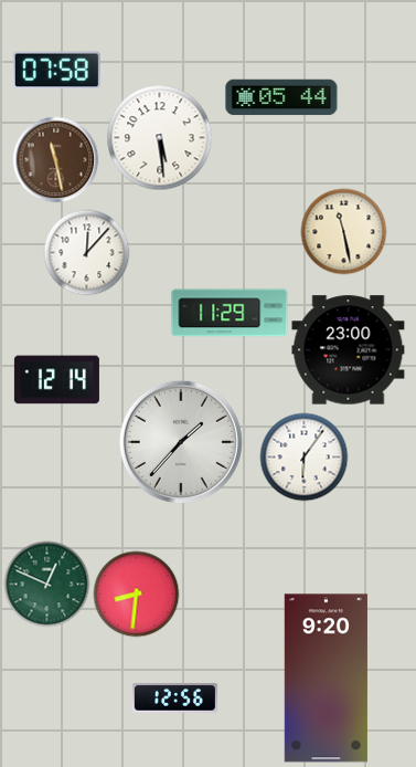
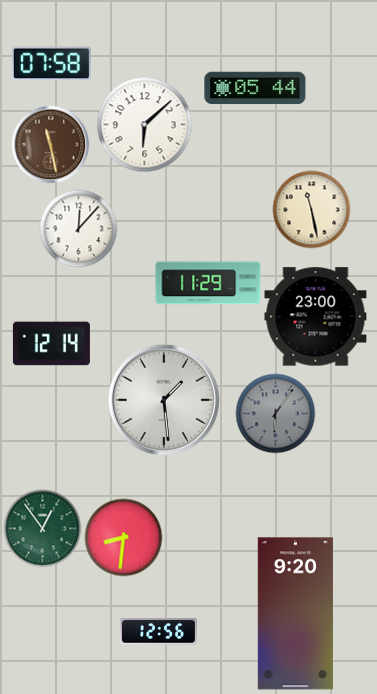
clock at (159, 137): 5:29 -> 6:08
clock at (181, 442): 1:37 -> 1:29
clock at (303, 456) dial: white -> grey
clock at (46, 584): 12:49 -> 12:54
